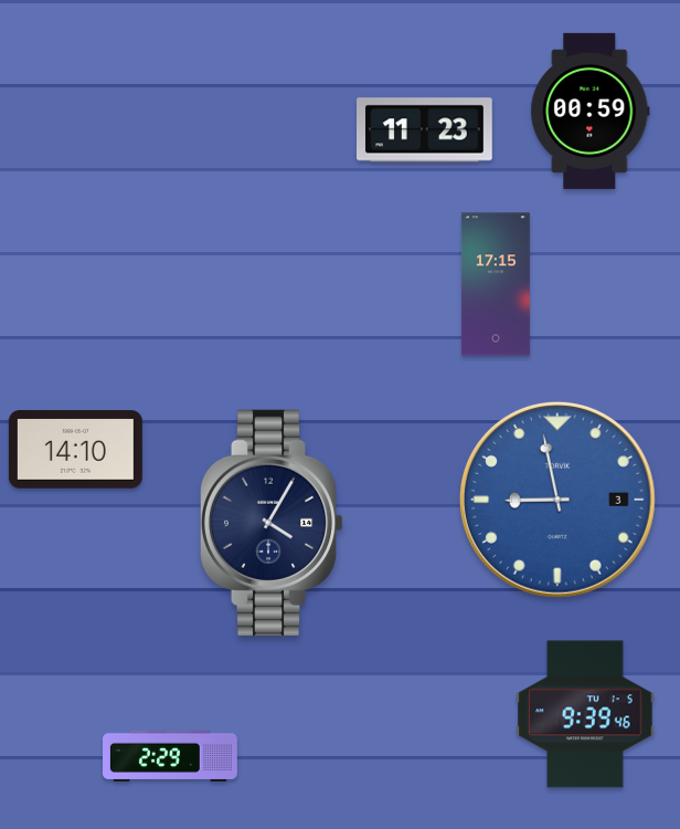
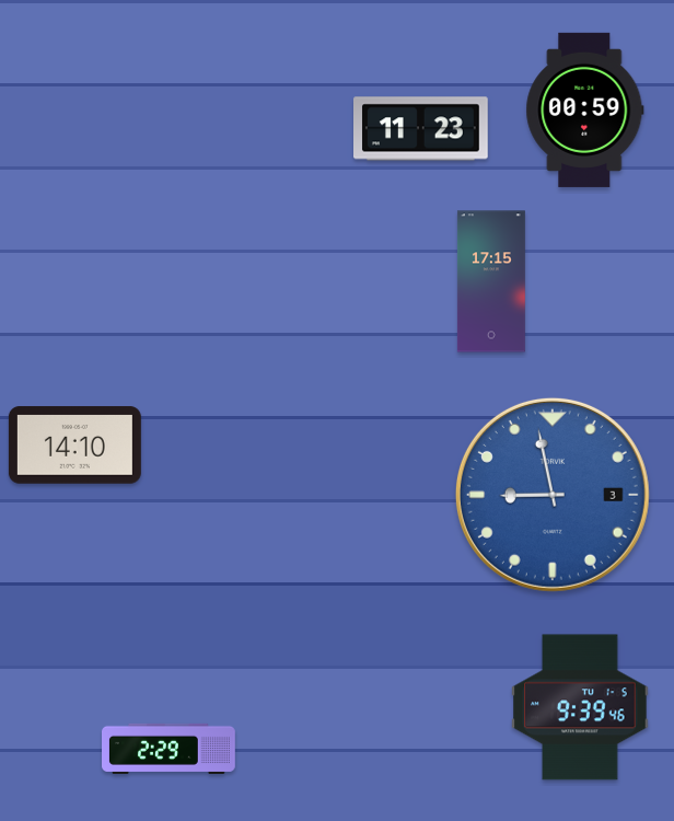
clock at (272, 523): 4:05 -> none
